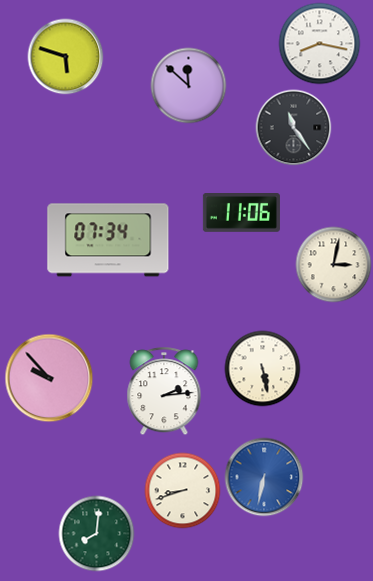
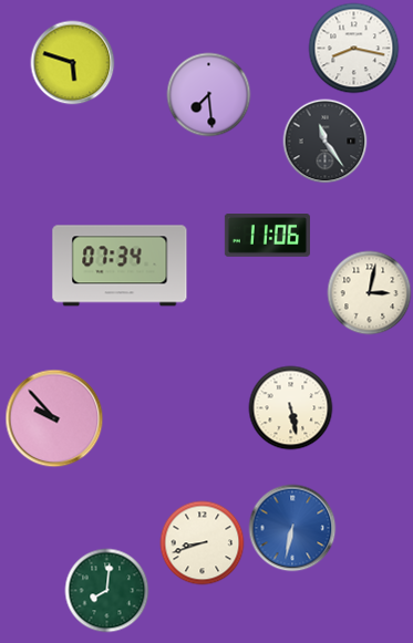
clock at (189, 86): 11:52 -> 7:29
clock at (164, 392): 2:14 -> none
